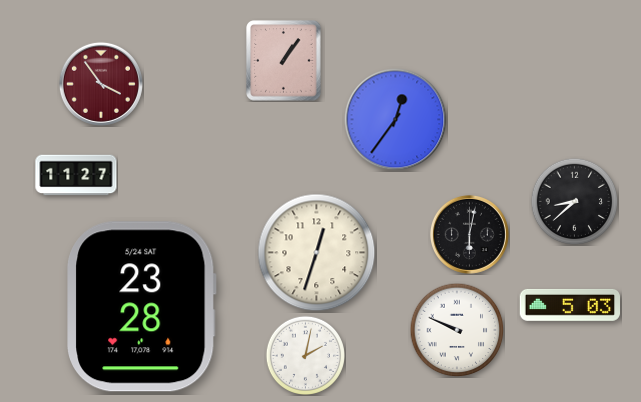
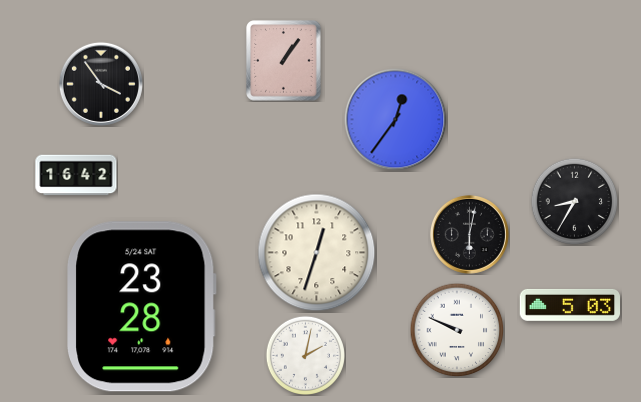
clock at (101, 84) dial: burgundy -> black
clock at (76, 175): 11:27 -> 16:42
clock at (574, 201): 8:38 -> 8:35
